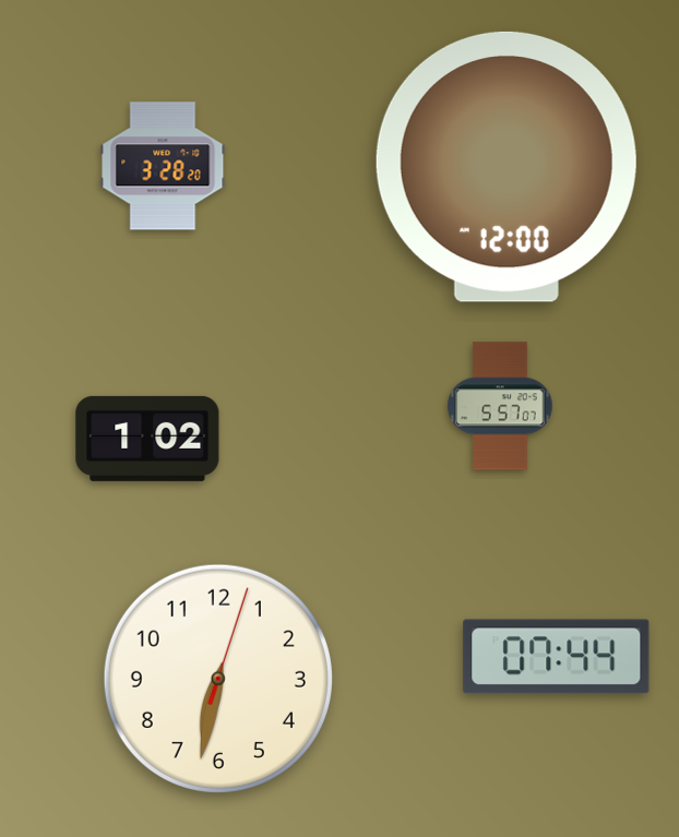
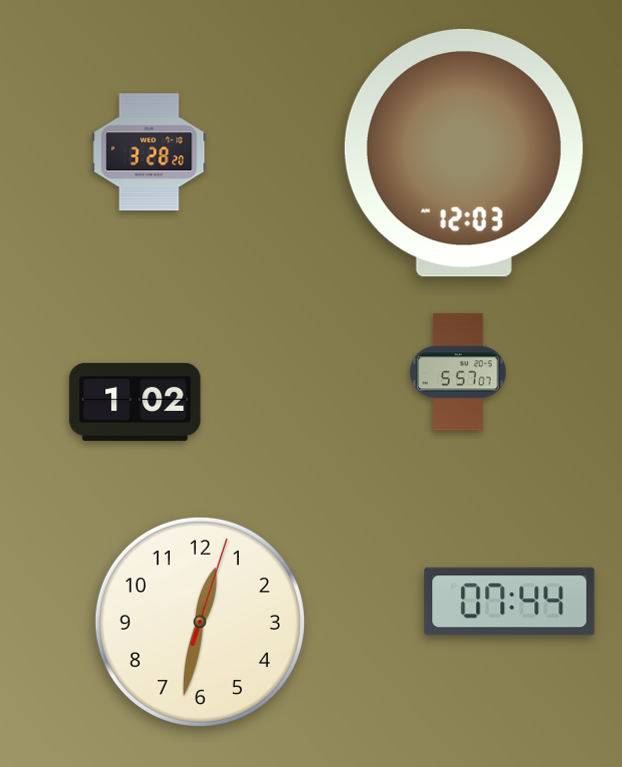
clock at (507, 167): 12:00 -> 12:03
clock at (218, 679): 6:32 -> 12:32
